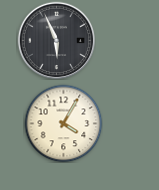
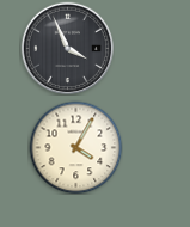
clock at (56, 40): 5:56 -> 3:56
